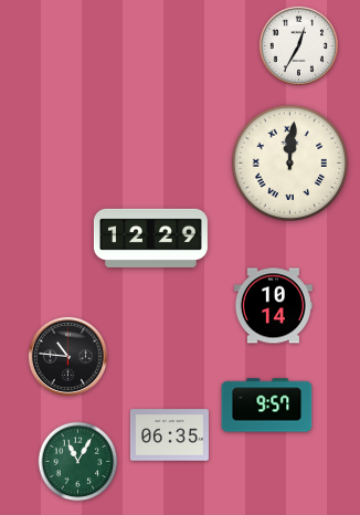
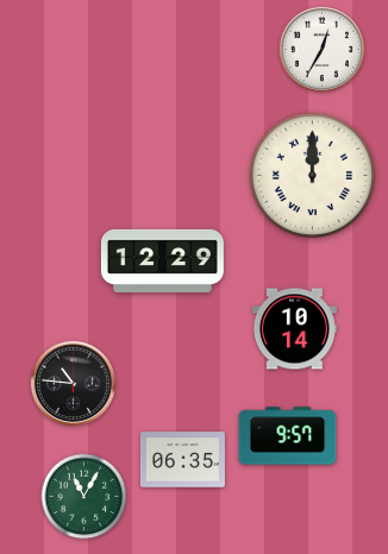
clock at (289, 162): 12:01 -> 12:00
clock at (150, 238) position: (150, 238) -> (162, 260)
clock at (169, 435) position: (169, 435) -> (182, 460)
